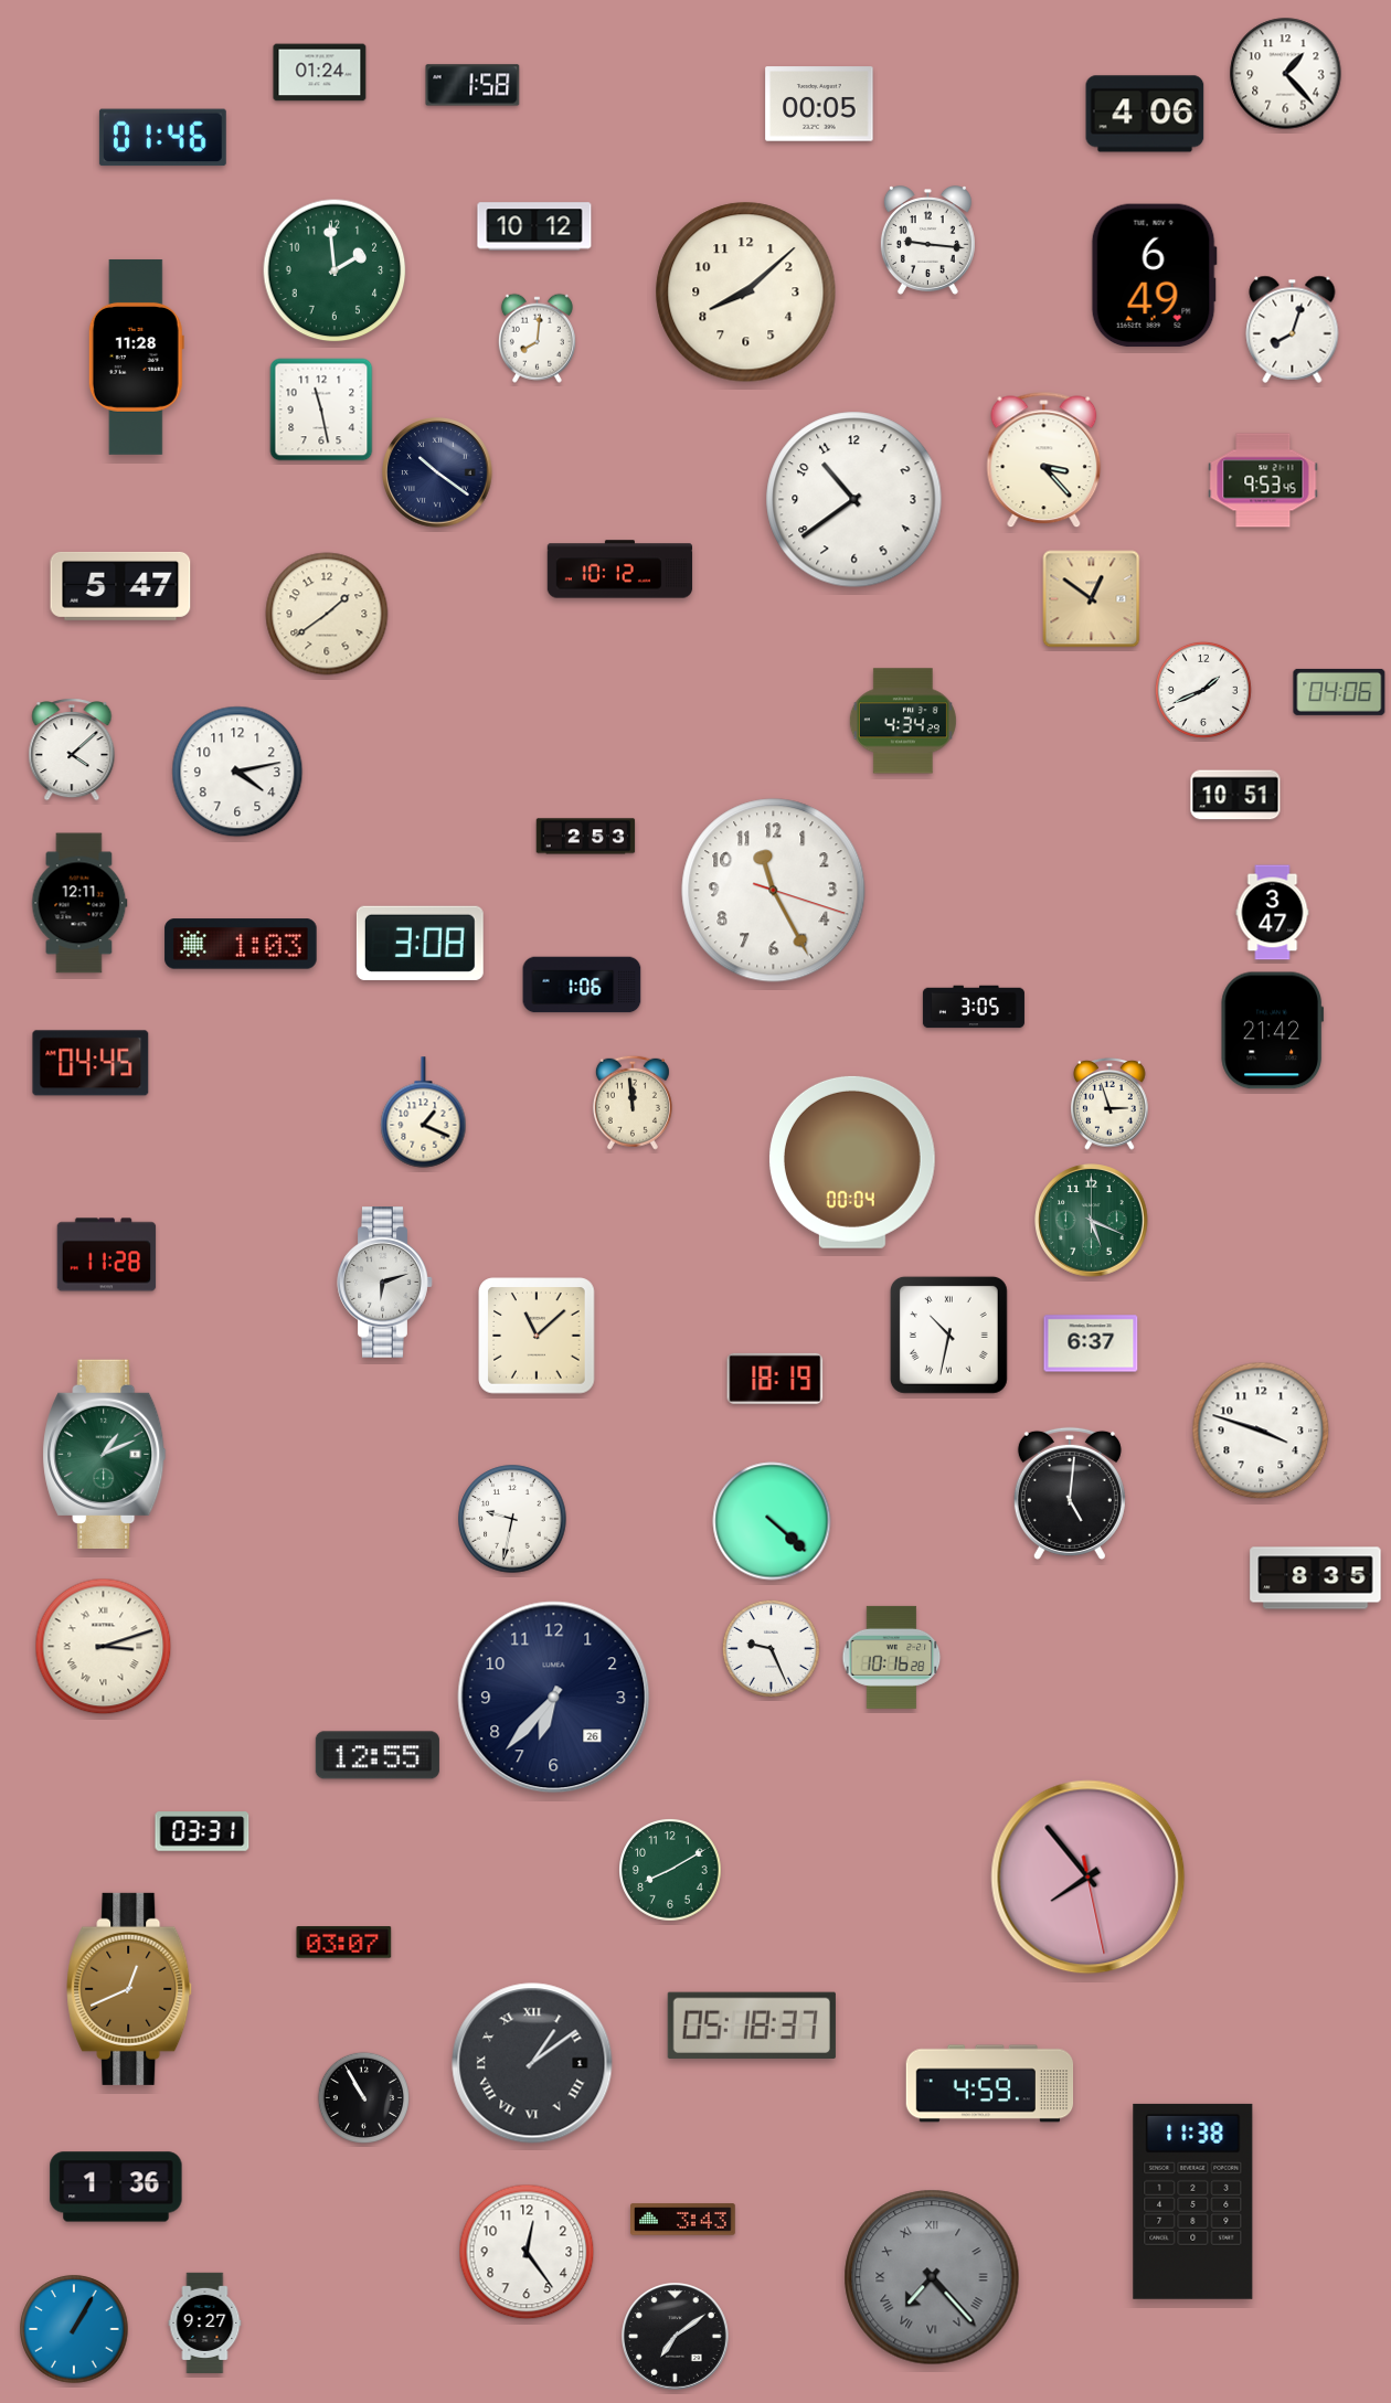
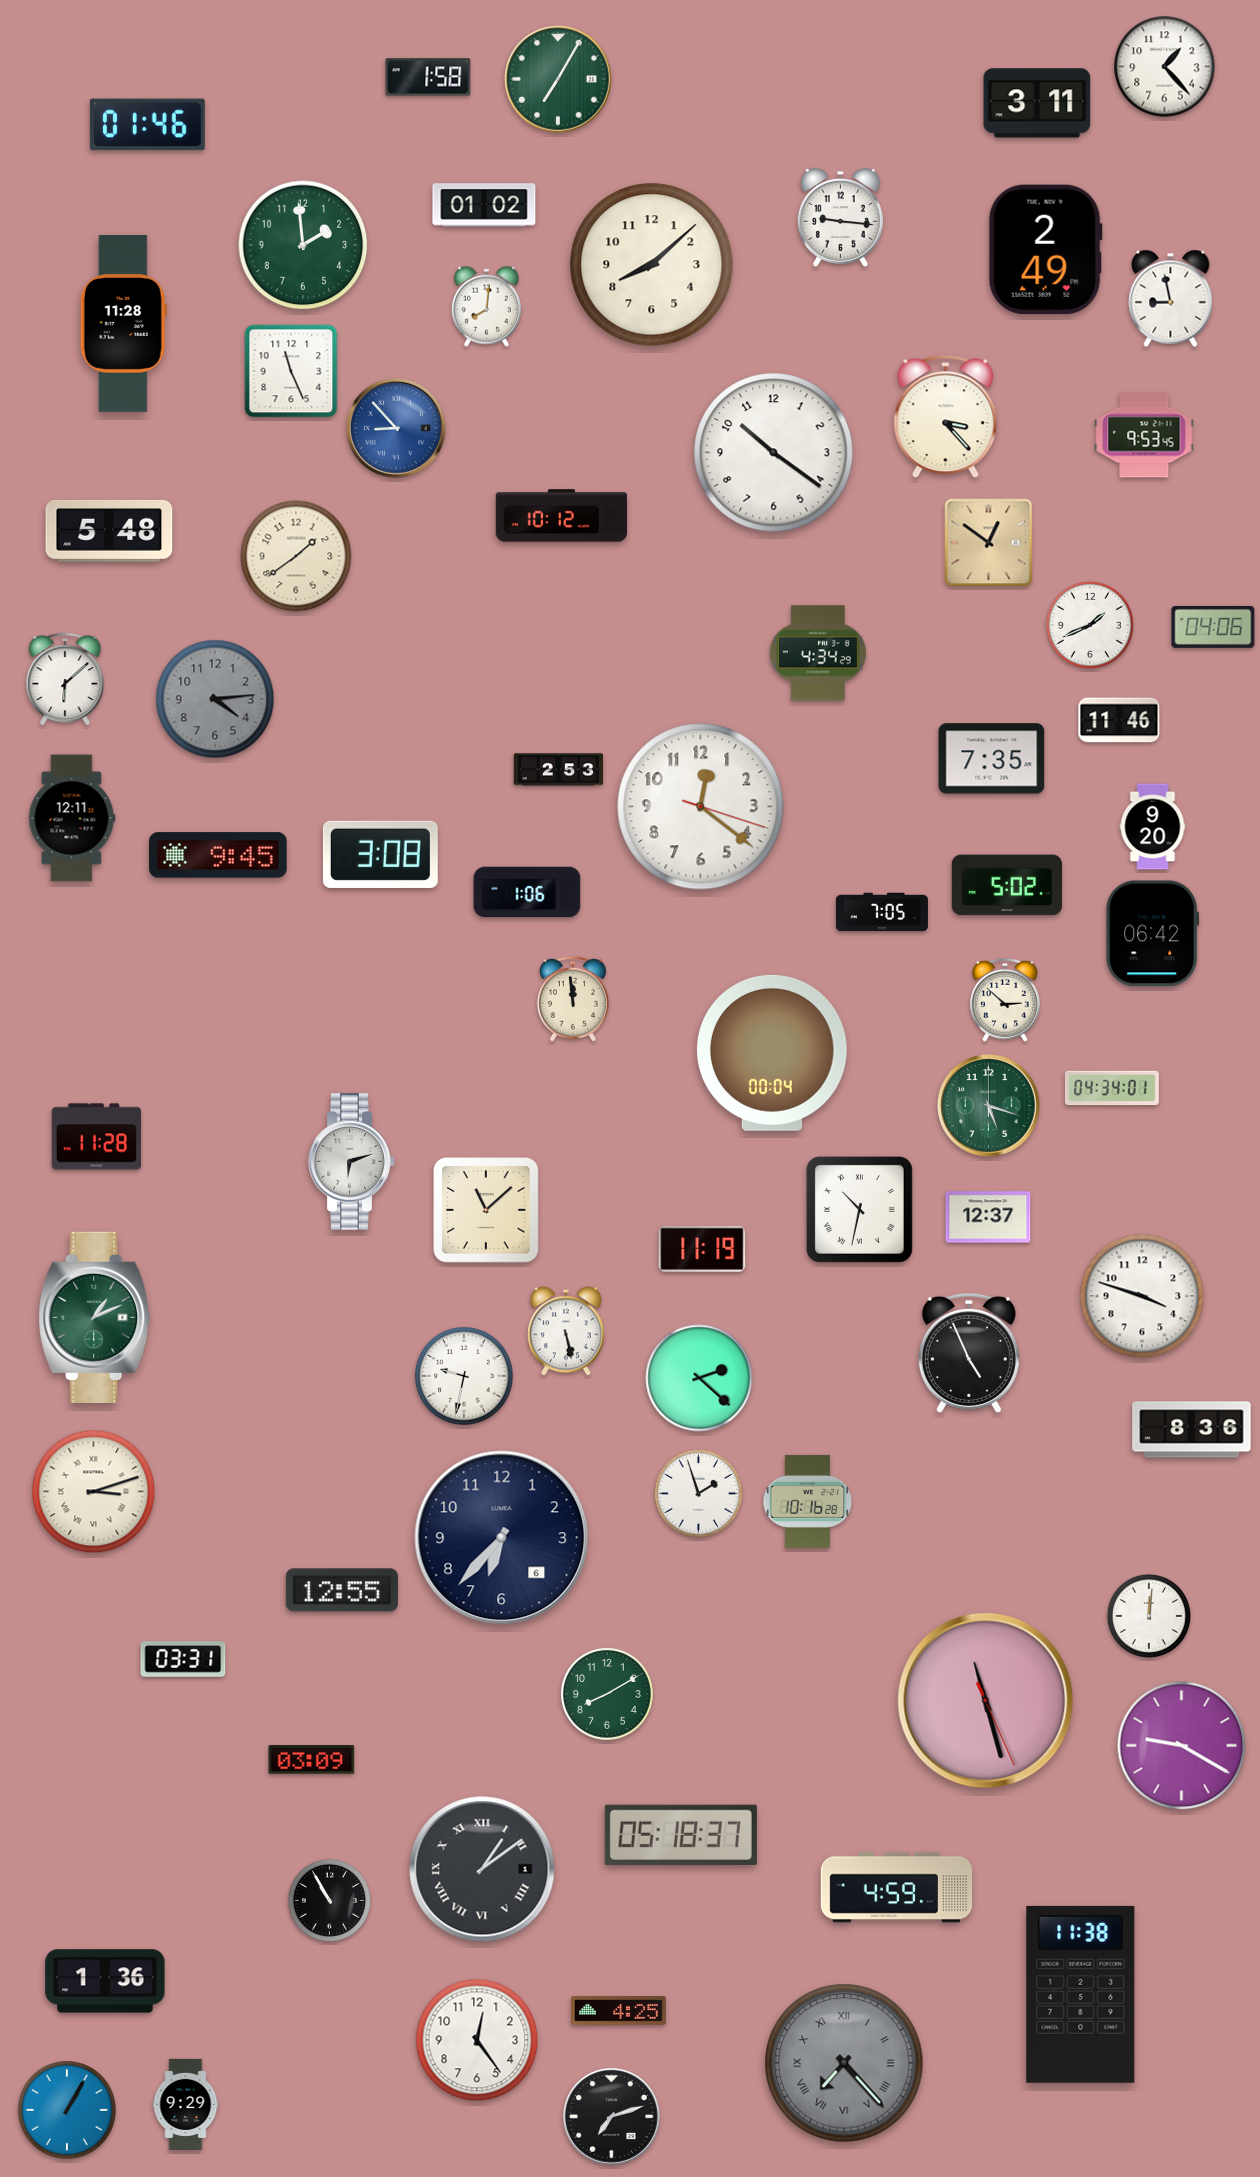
clock at (320, 73): 01:24 -> none
clock at (558, 79): none -> 7:05
clock at (819, 104): 00:05 -> none
clock at (1145, 114): 4:06 -> 3:11
clock at (534, 226): 10:12 -> 01:02
clock at (1154, 276): 6:49 -> 2:49
clock at (746, 293) position: (746, 293) -> (652, 265)
clock at (1293, 329): 8:03 -> 8:58
clock at (321, 410): 11:28 -> 11:26
clock at (438, 474): 10:21 -> 8:53
clock at (438, 474) dial: navy -> blue
clock at (854, 500): 10:39 -> 10:21
clock at (120, 586): 5:47 -> 5:48
clock at (72, 751): 4:08 -> 6:08
clock at (237, 772): 4:13 -> 4:14
clock at (237, 772) dial: white -> grey
clock at (1235, 795): 10:51 -> 11:46
clock at (586, 837) position: (586, 837) -> (559, 770)
clock at (992, 759): none -> 7:35
clock at (774, 891): 11:25 -> 12:21
clock at (1273, 913): 3:47 -> 9:20
clock at (241, 944): 1:03 -> 9:45
clock at (1006, 885): none -> 5:02
clock at (974, 1007): 3:05 -> 7:05
clock at (1272, 1031): 21:42 -> 06:42
clock at (91, 1063): 04:45 -> none
clock at (1109, 1104): 2:57 -> 2:52
clock at (424, 1113): 1:19 -> none
clock at (1112, 1088): none -> 04:34
clock at (1092, 1221): 5:19 -> 5:18
clock at (385, 1283) position: (385, 1283) -> (352, 1162)
clock at (1091, 1343): 6:37 -> 12:37
clock at (775, 1379): 18:19 -> 11:19
clock at (566, 1331): none -> 5:28
clock at (1070, 1493): 5:01 -> 4:56
clock at (772, 1521): 4:22 -> 2:22
clock at (1316, 1578): 8:35 -> 8:36
clock at (771, 1648): 9:26 -> 1:57
clock at (554, 1698) date: 26 -> 6
clock at (1149, 1616): none -> 12:01
clock at (1089, 1878): 7:53 -> 11:27
clock at (1182, 1746): none -> 9:20
clock at (344, 1943): 03:07 -> 03:09
clock at (130, 1989): 12:41 -> none
clock at (683, 2220): 3:43 -> 4:25
clock at (205, 2322): 9:27 -> 9:29
clock at (676, 2337): 7:09 -> 7:12
